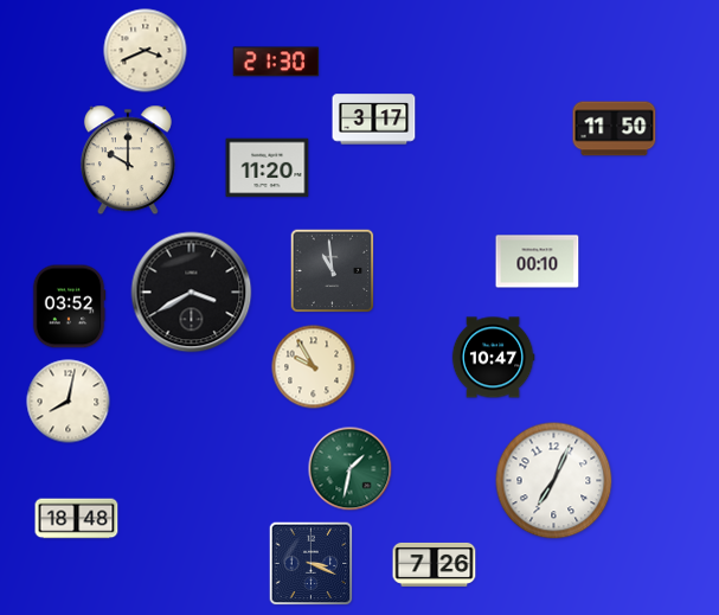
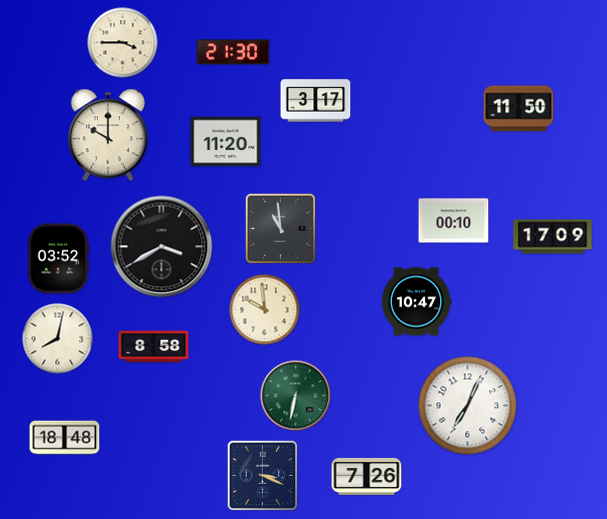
clock at (146, 51): 3:41 -> 3:45
clock at (553, 237): none -> 17:09
clock at (314, 367): 9:55 -> 9:59
clock at (154, 347): none -> 8:58
clock at (351, 469): 1:32 -> 6:32
